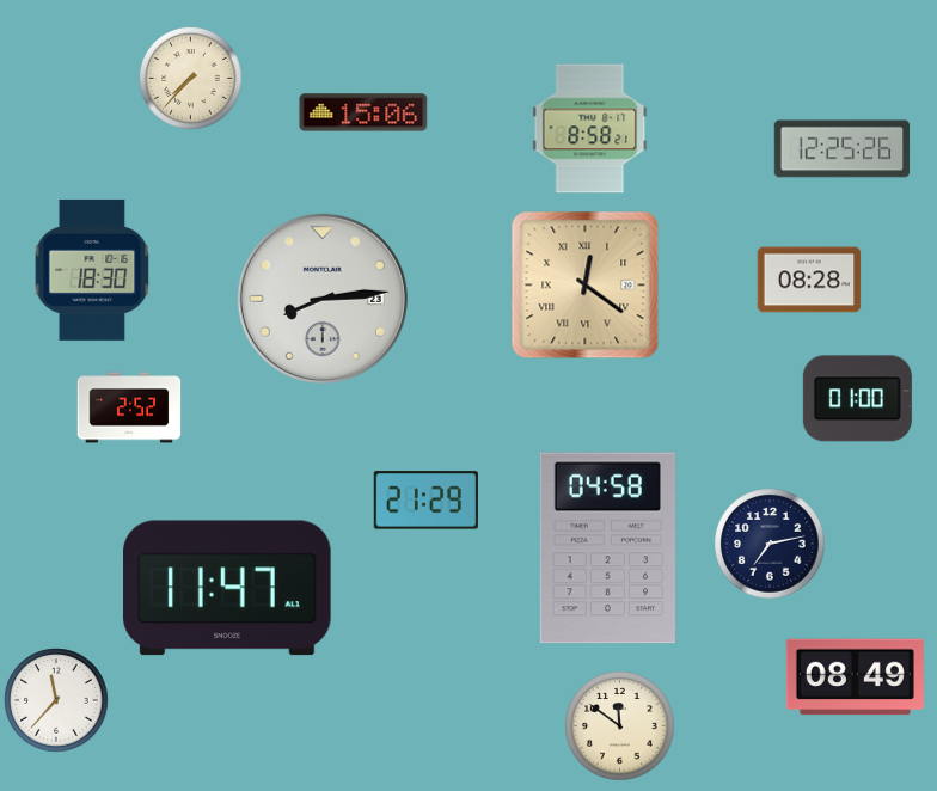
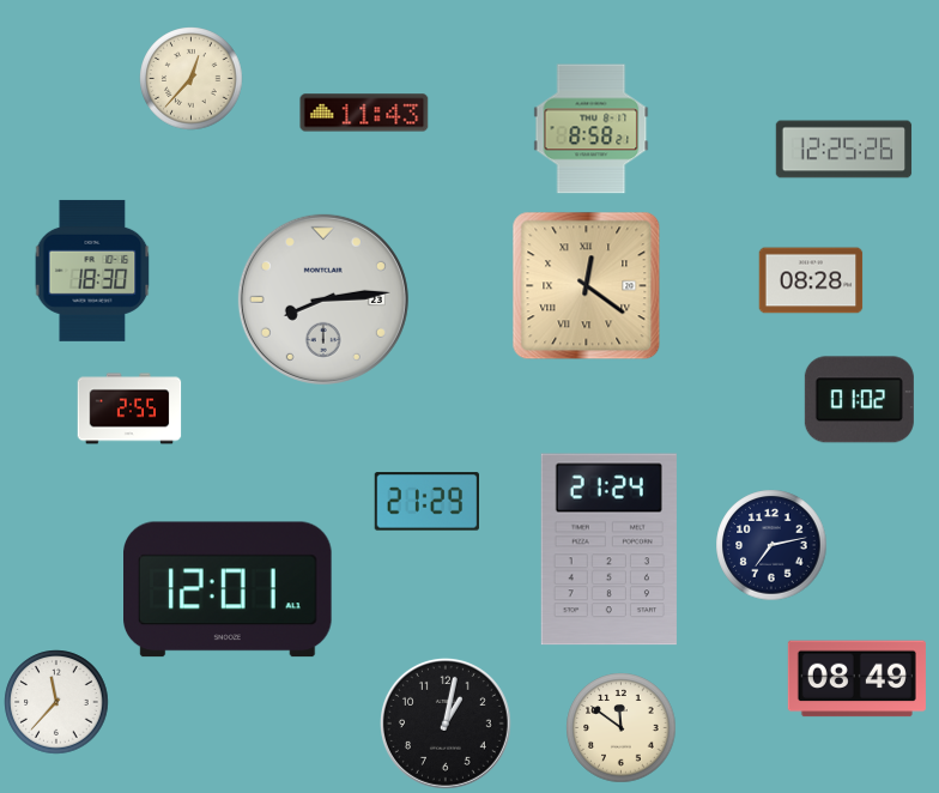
clock at (191, 79): 7:37 -> 12:37
clock at (363, 112): 15:06 -> 11:43
clock at (857, 399): 01:00 -> 01:02
clock at (129, 407): 2:52 -> 2:55
clock at (607, 548): 04:58 -> 21:24
clock at (228, 588): 11:47 -> 12:01
clock at (446, 724): none -> 1:02
